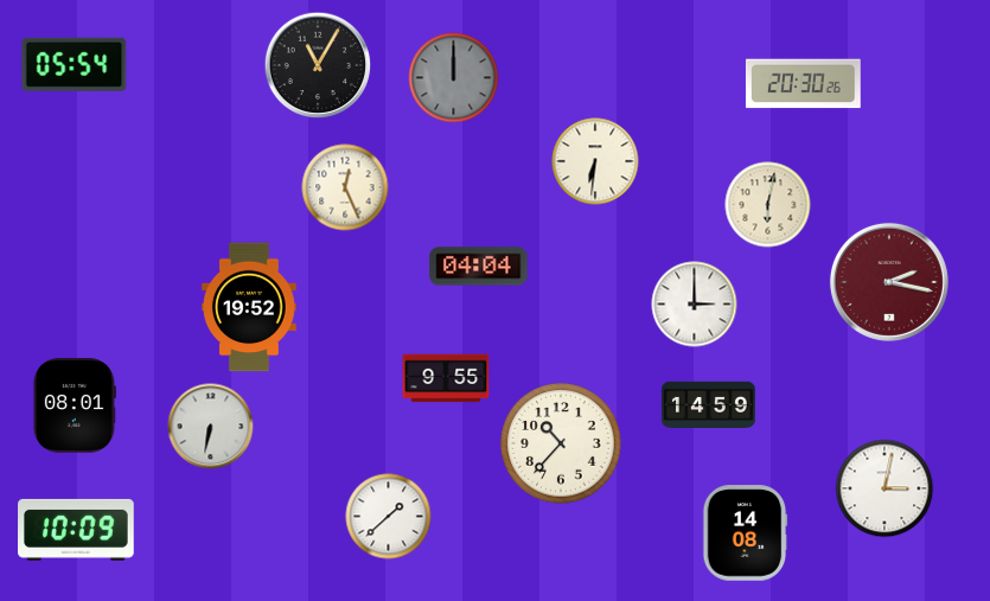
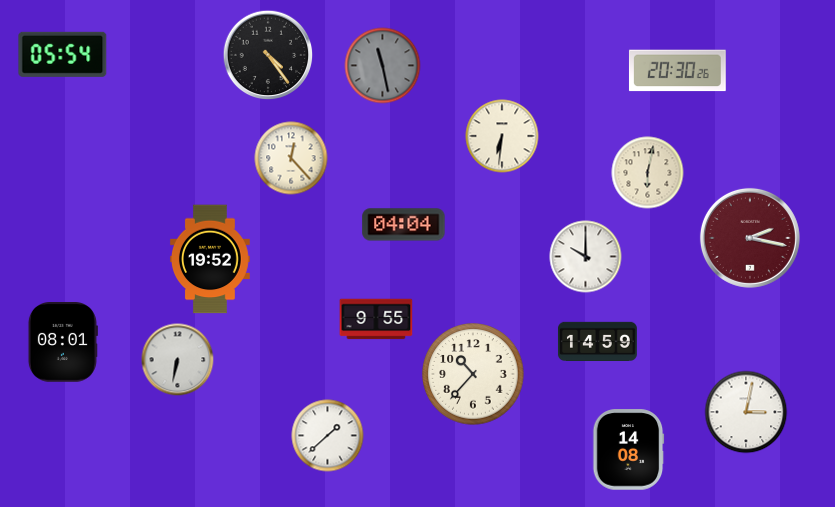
clock at (318, 65): 11:05 -> 4:24
clock at (454, 78): 12:00 -> 11:28
clock at (345, 187): 12:26 -> 12:23
clock at (695, 305): 3:00 -> 10:00
clock at (76, 530): 10:09 -> none
